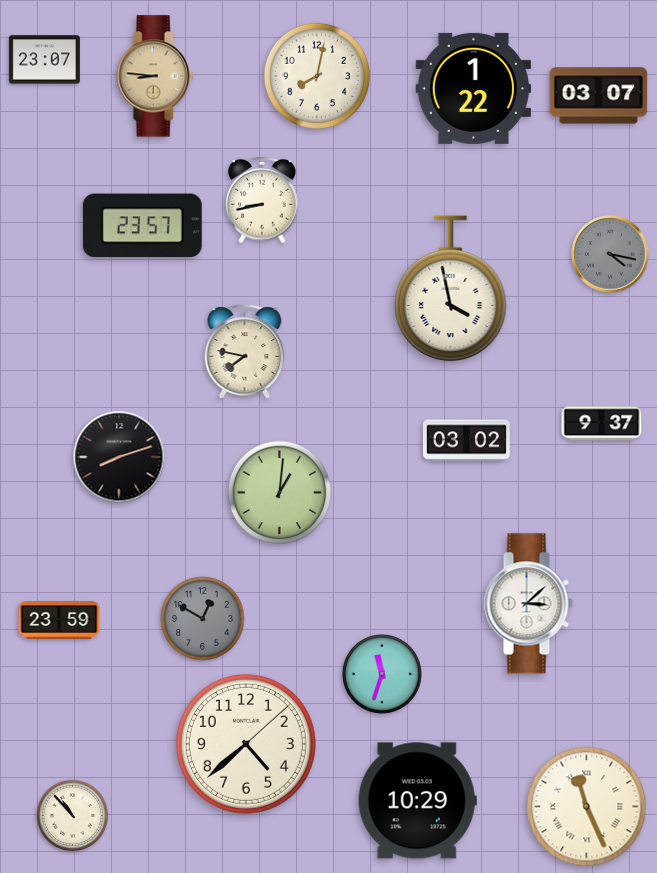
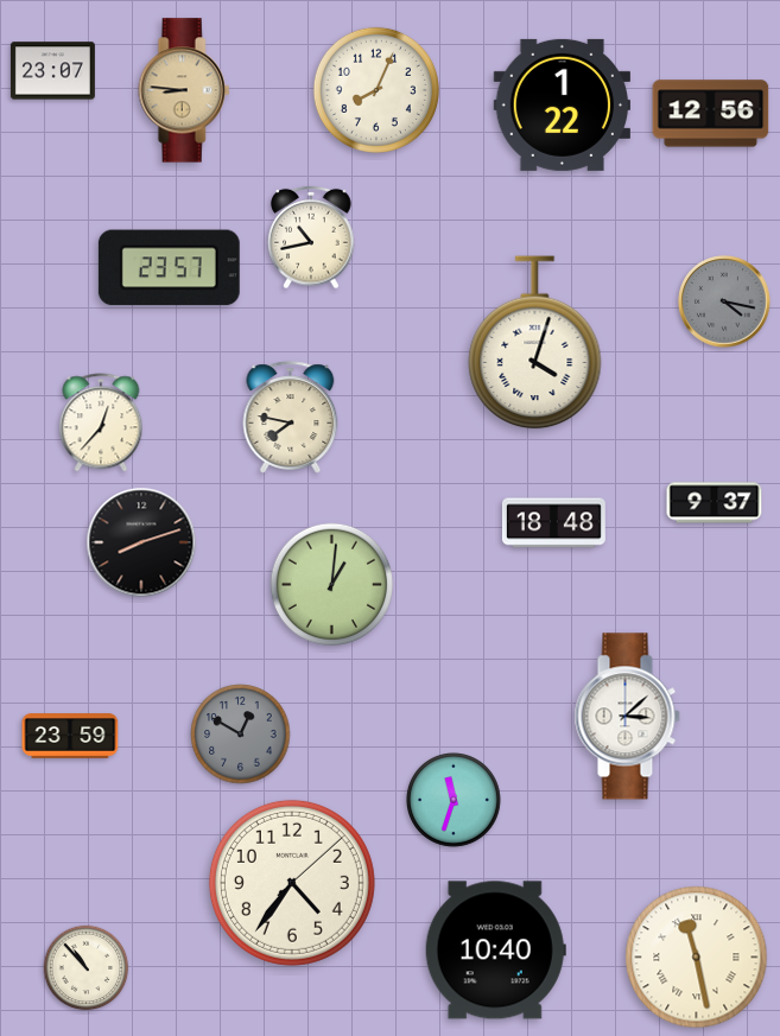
clock at (317, 76): 8:02 -> 8:04
clock at (599, 96): 03:07 -> 12:56
clock at (262, 200): 8:43 -> 10:43
clock at (451, 289): 3:58 -> 4:03
clock at (101, 422): none -> 12:37
clock at (466, 441): 03:02 -> 18:48
clock at (246, 744): 4:38 -> 4:36
clock at (417, 801): 10:29 -> 10:40
clock at (587, 807): 11:26 -> 11:28
